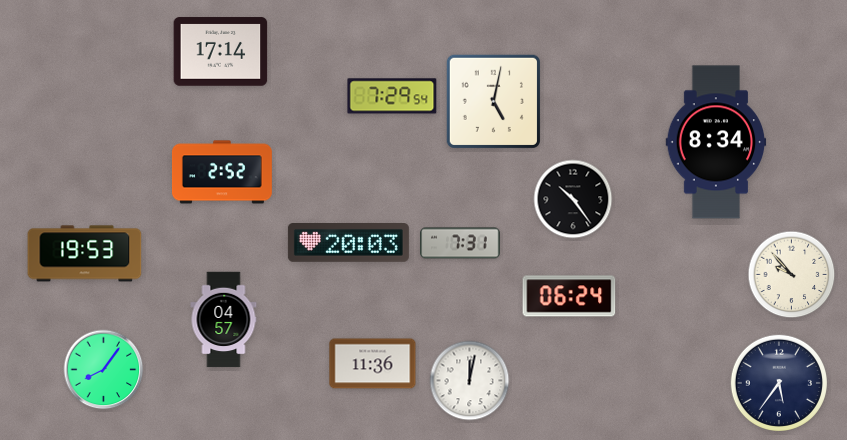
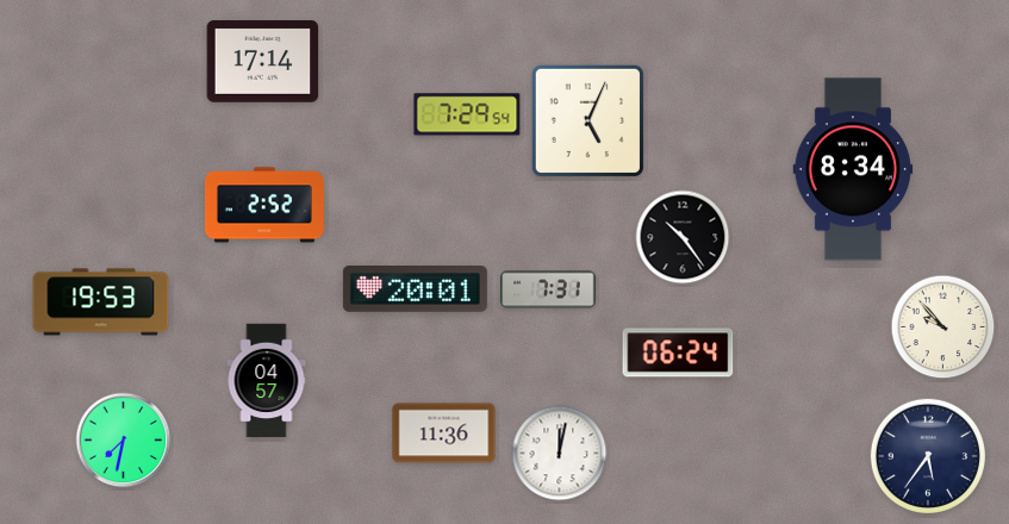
clock at (493, 101): 5:02 -> 5:04
clock at (348, 243): 20:03 -> 20:01
clock at (104, 370): 8:06 -> 7:32
